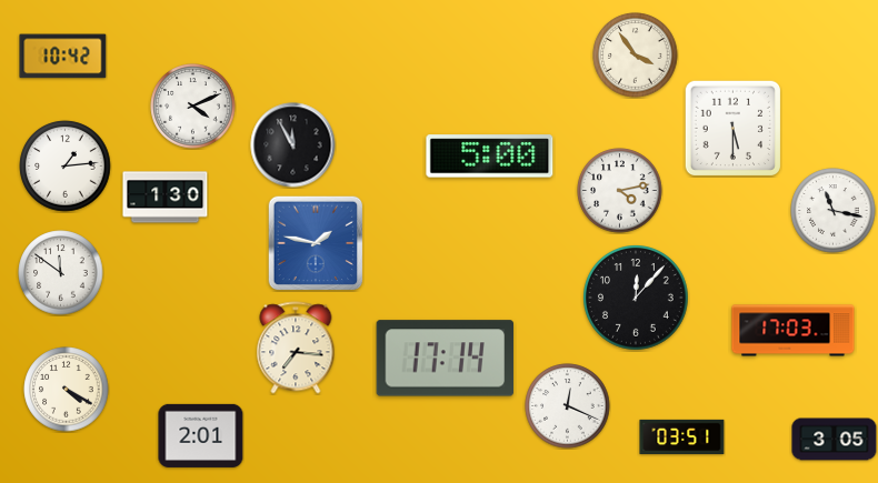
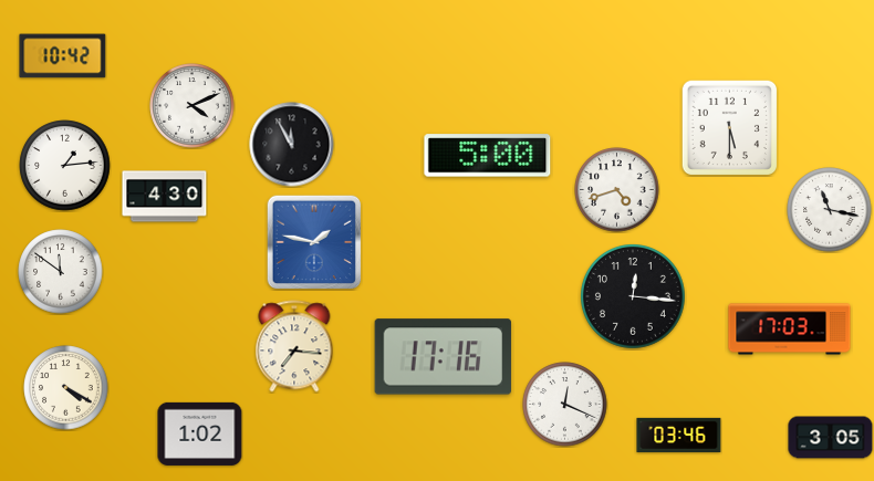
clock at (636, 56): 3:54 -> none
clock at (620, 191): 4:13 -> 4:42
clock at (166, 198): 1:30 -> 4:30
clock at (637, 299): 12:07 -> 12:16
clock at (446, 359): 17:14 -> 17:16
clock at (201, 435): 2:01 -> 1:02
clock at (682, 436): 03:51 -> 03:46
